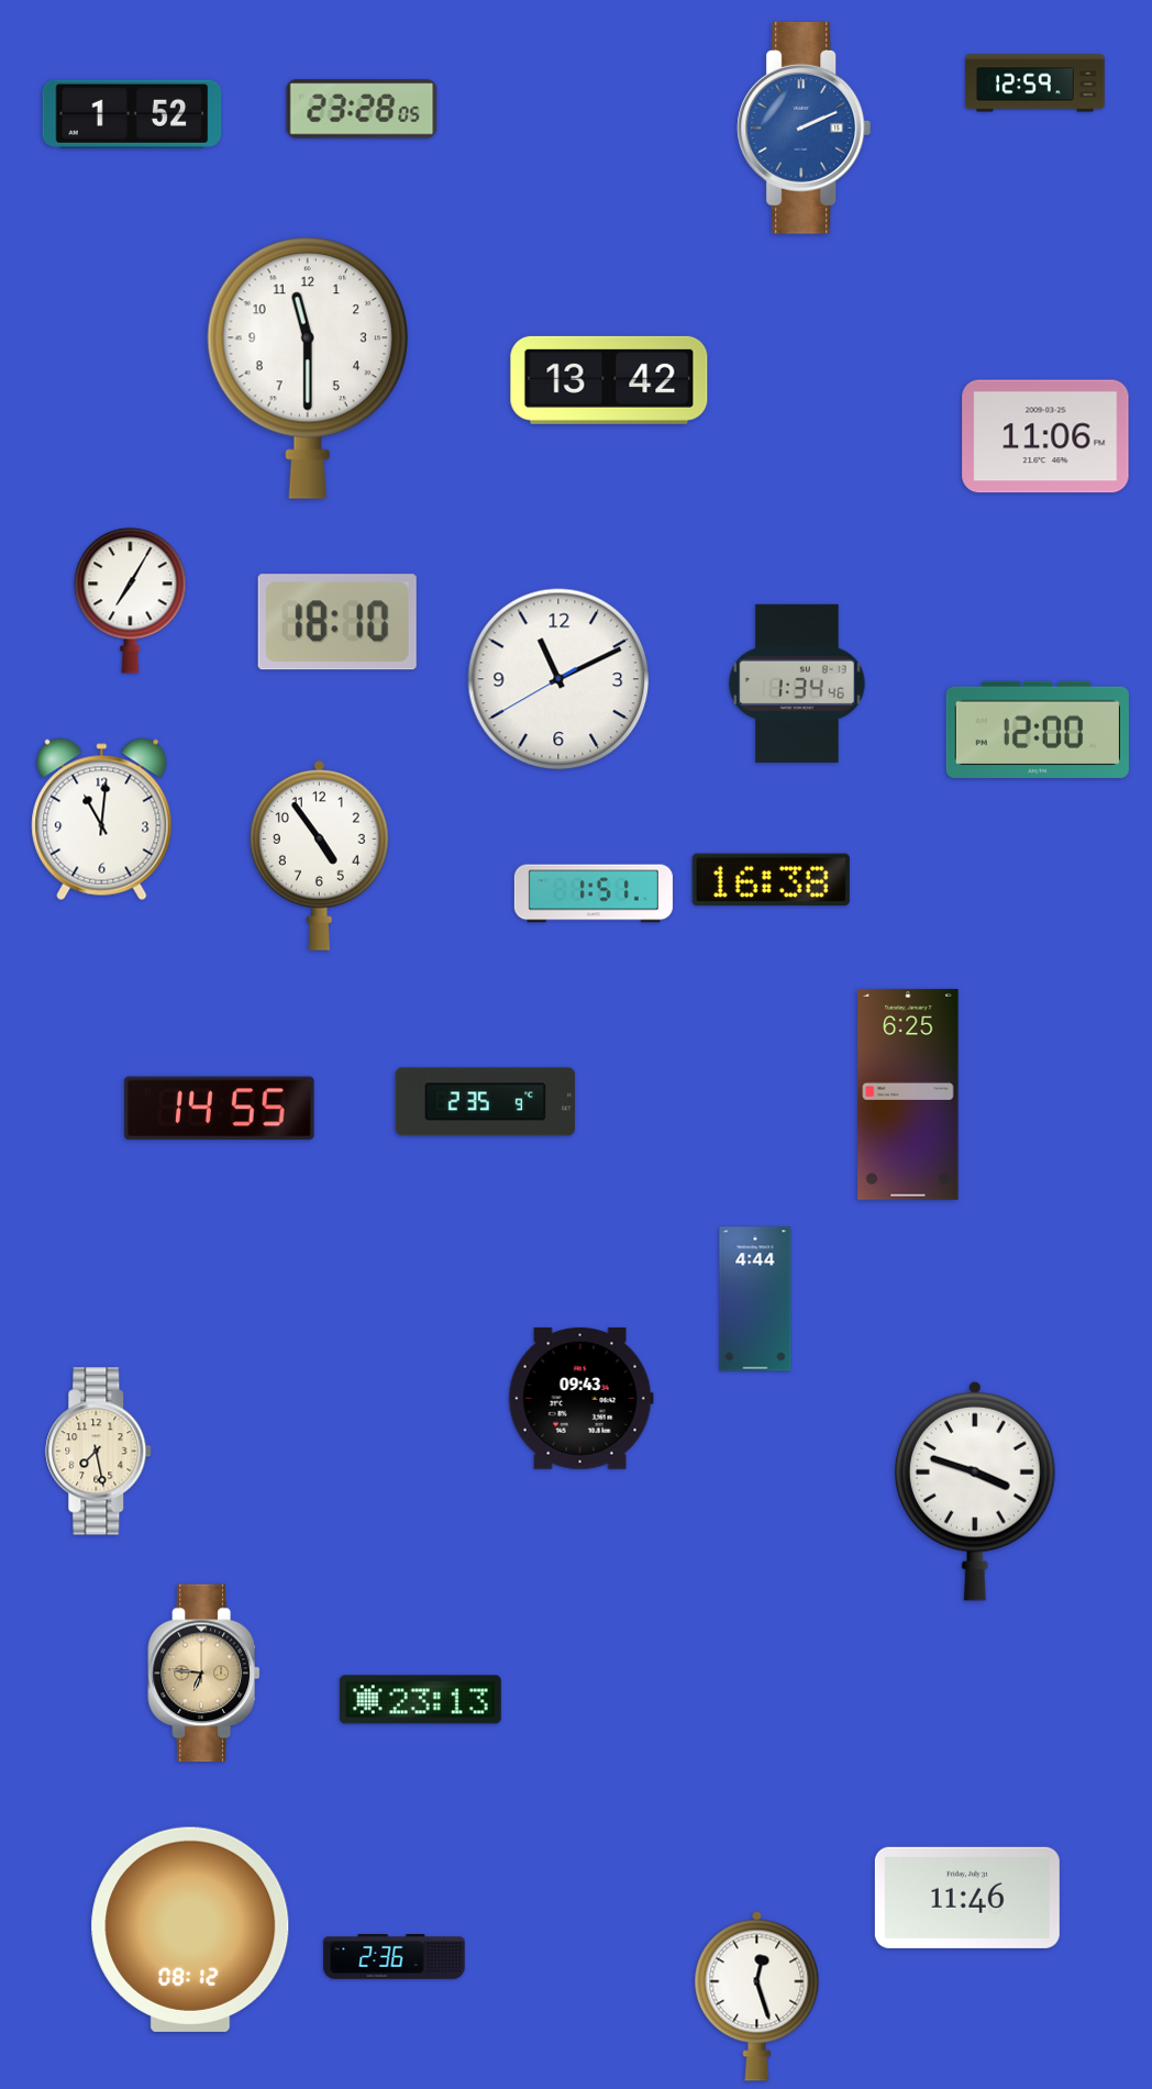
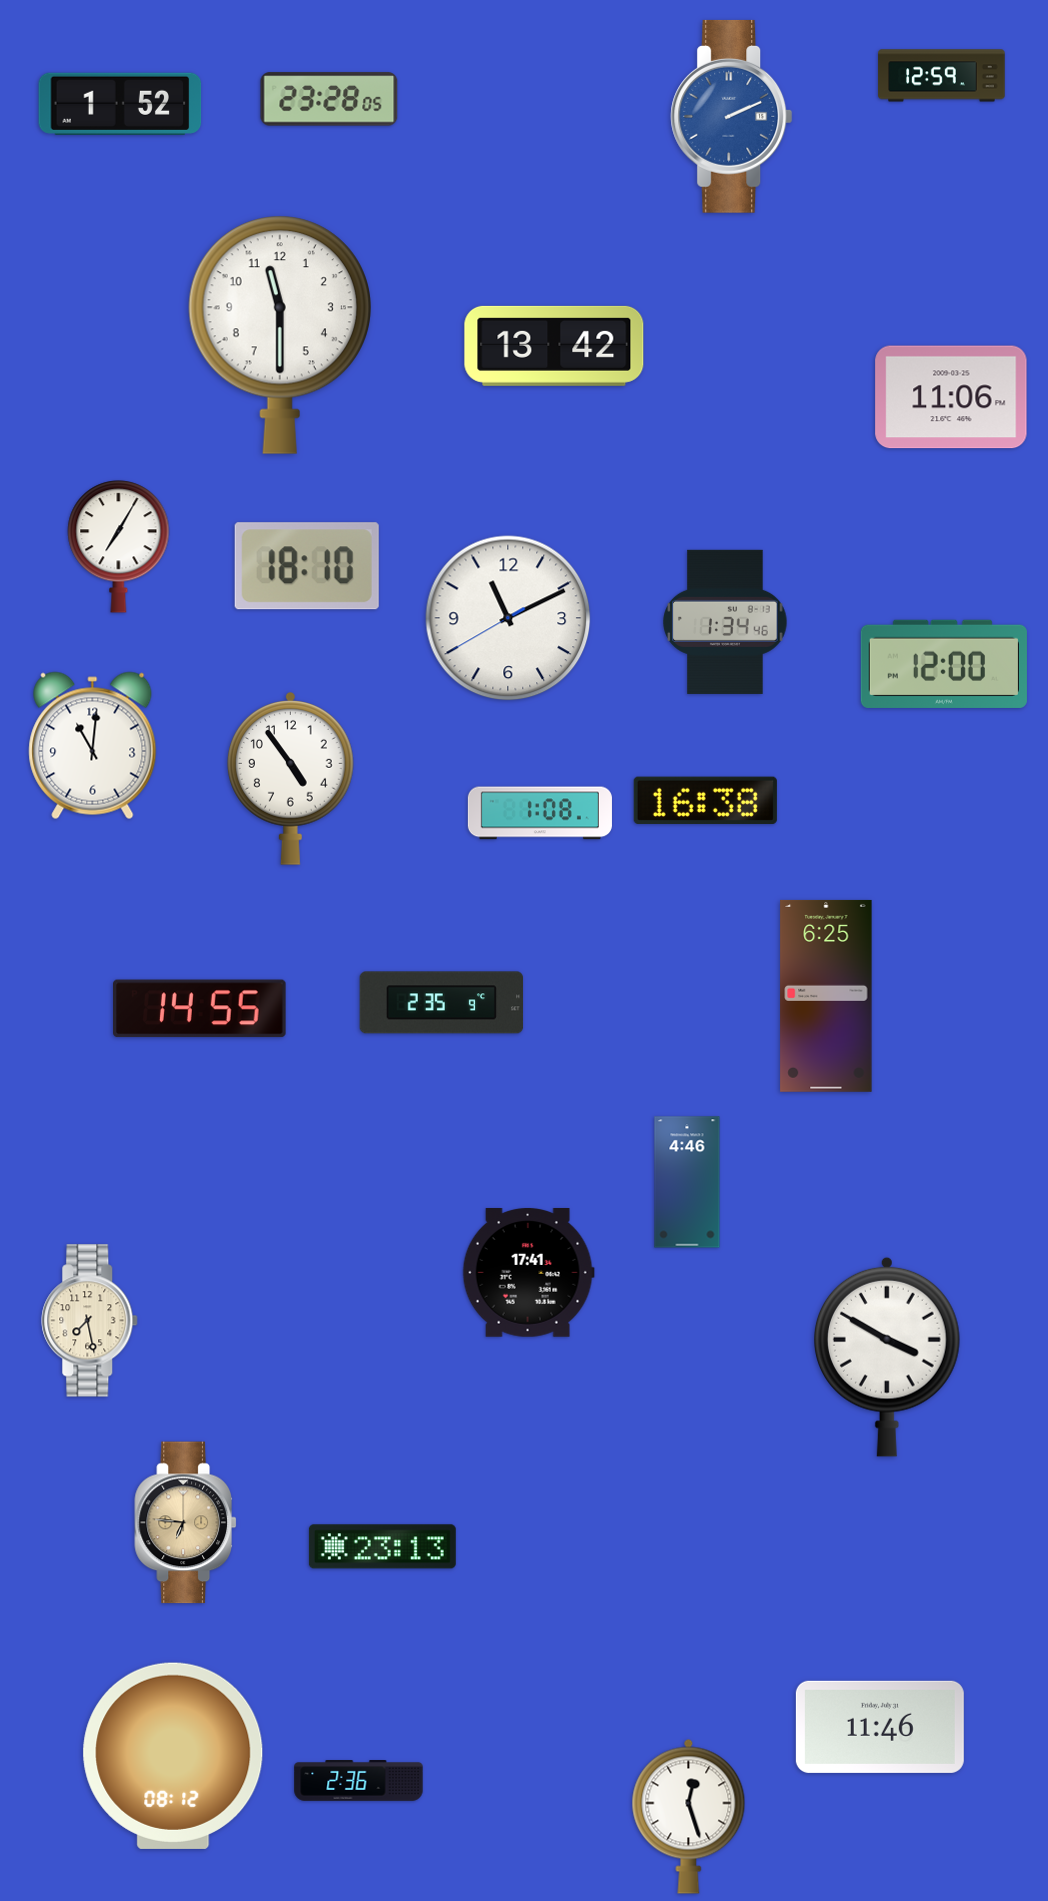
clock at (771, 879) position: (771, 879) -> (705, 800)
clock at (594, 893): 1:51 -> 1:08
clock at (755, 1299): 4:44 -> 4:46
clock at (580, 1399): 09:43 -> 17:41
clock at (975, 1491): 3:48 -> 3:50
